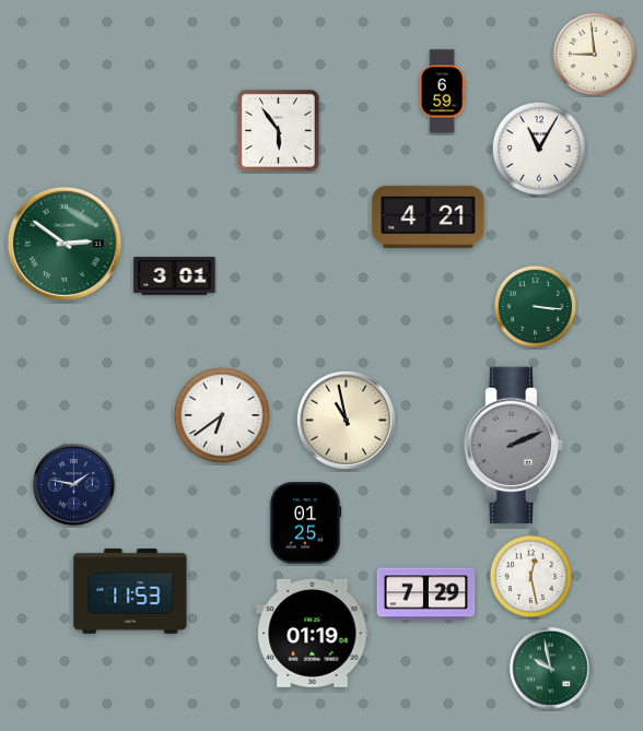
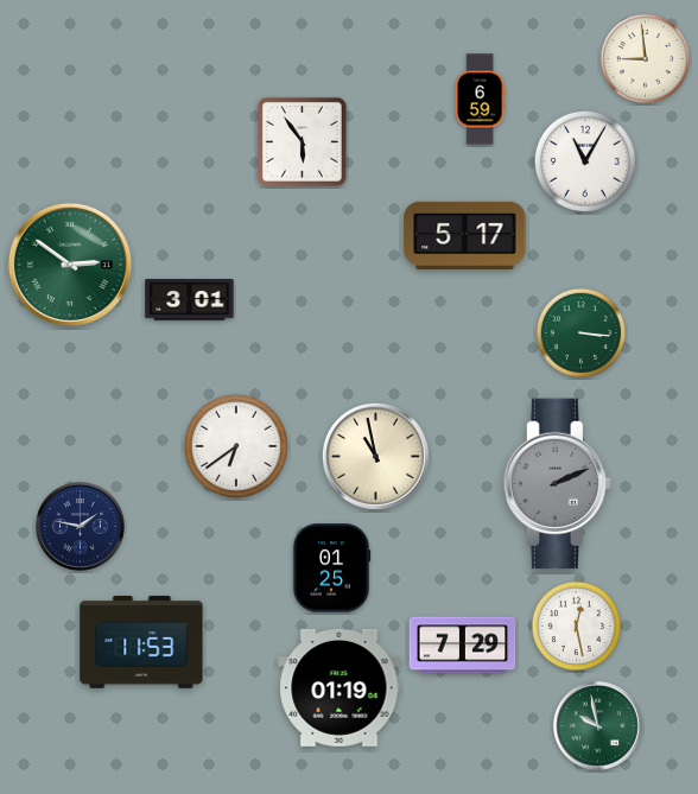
clock at (429, 216): 4:21 -> 5:17
clock at (222, 415) position: (222, 415) -> (236, 446)
